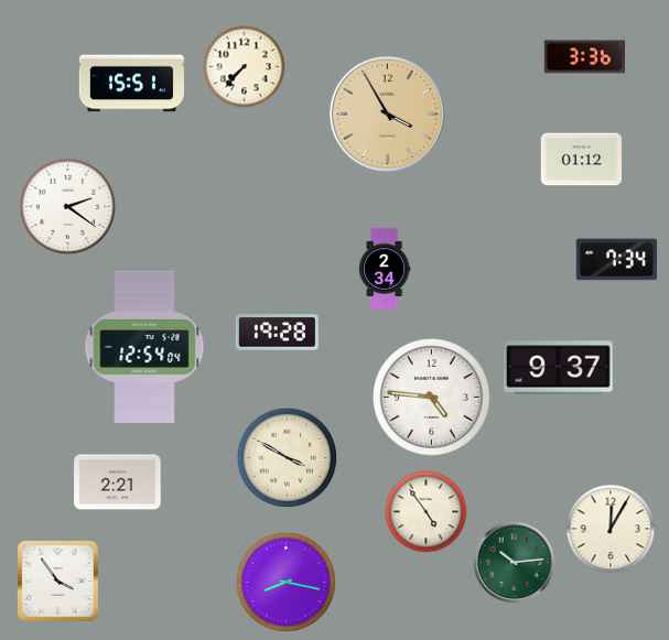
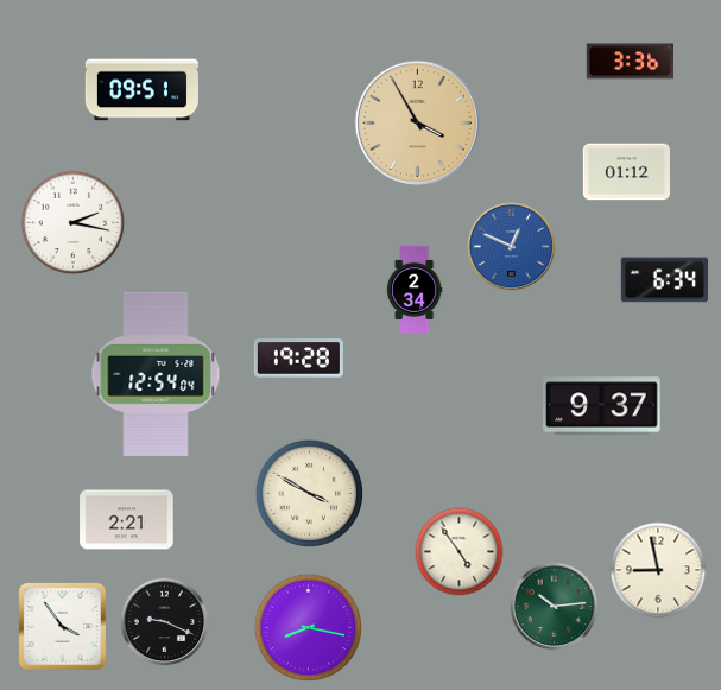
clock at (245, 67): 7:37 -> none
clock at (131, 84): 15:51 -> 09:51
clock at (68, 207): 2:21 -> 2:17
clock at (512, 247): none -> 12:49
clock at (616, 260): 7:34 -> 6:34
clock at (559, 368) position: (559, 368) -> (602, 406)
clock at (432, 398): 4:46 -> none
clock at (611, 529): 12:05 -> 8:58
clock at (165, 622): none -> 9:19
